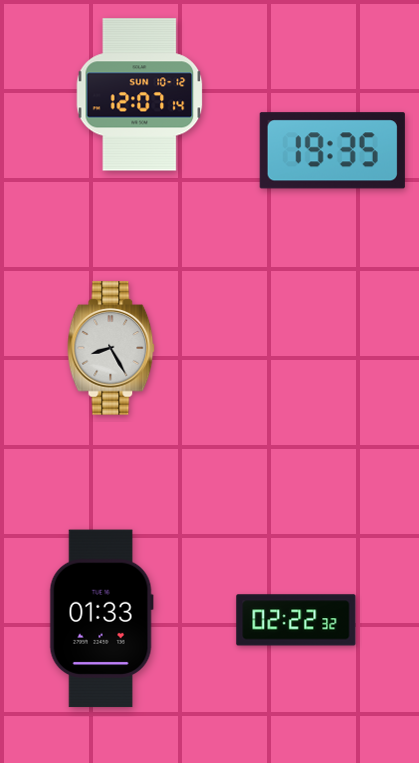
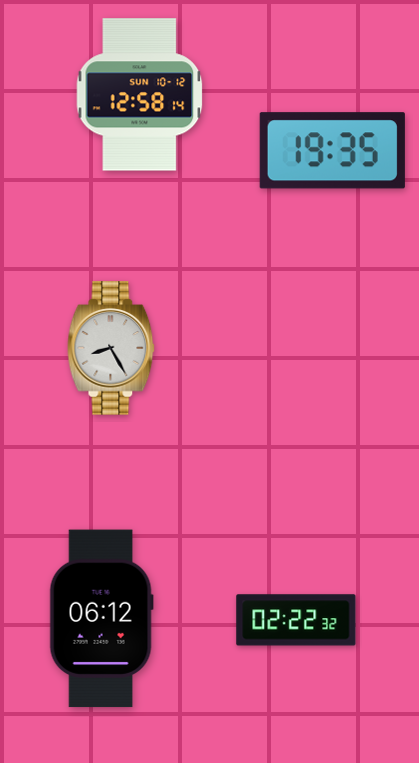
clock at (140, 95): 12:07 -> 12:58
clock at (101, 619): 01:33 -> 06:12
